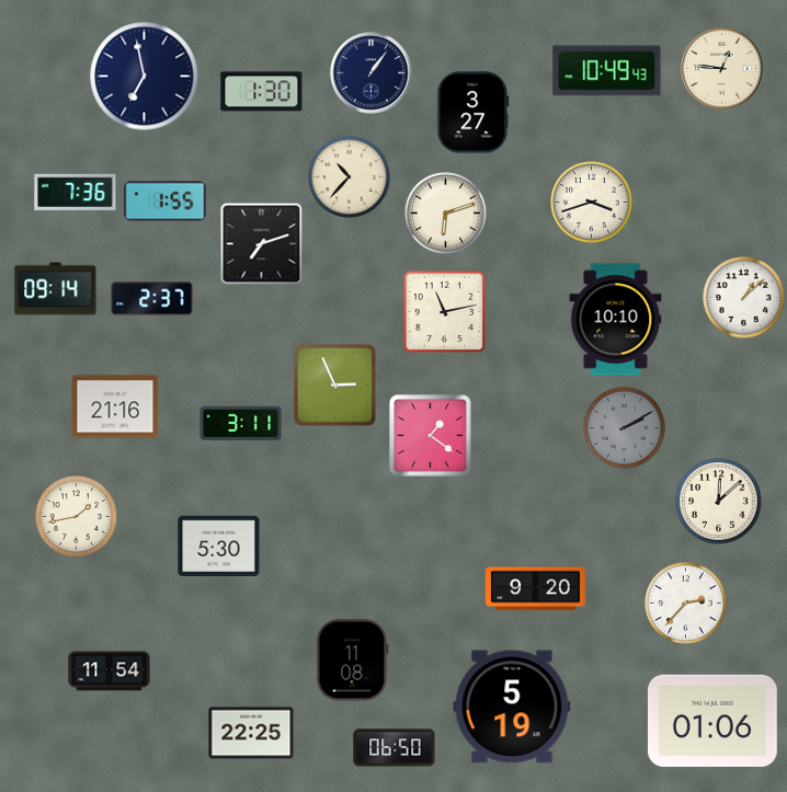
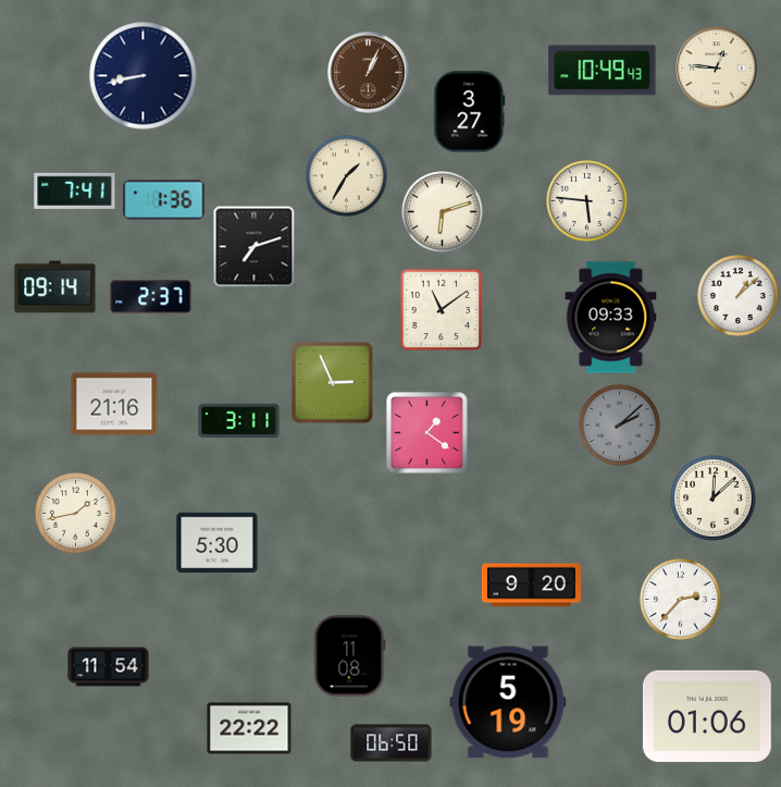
clock at (372, 73): 1:06 -> 1:04
clock at (372, 73) dial: navy -> brown
clock at (145, 77): 6:58 -> 8:43
clock at (262, 92): 1:30 -> none
clock at (350, 177): 10:37 -> 1:35
clock at (76, 192): 7:36 -> 7:41
clock at (166, 202): 1:55 -> 1:36
clock at (592, 203): 3:42 -> 5:46
clock at (262, 244) position: (262, 244) -> (255, 247)
clock at (445, 312): 11:13 -> 11:09
clock at (616, 320): 10:10 -> 09:33
clock at (625, 428): 2:10 -> 2:08
clock at (251, 733): 22:25 -> 22:22
